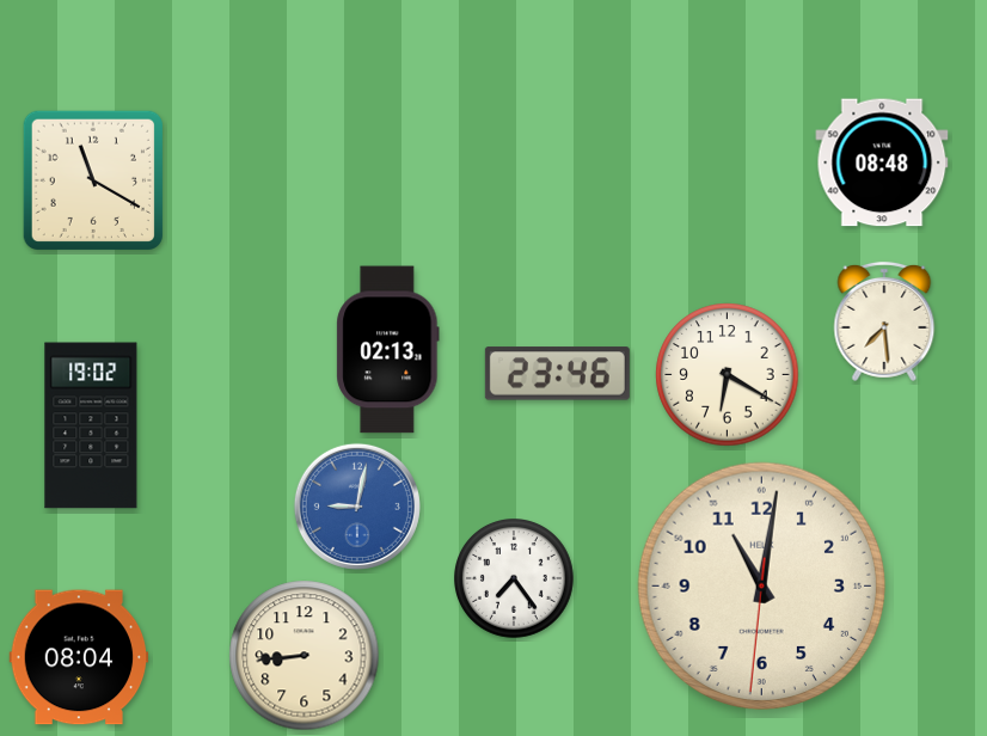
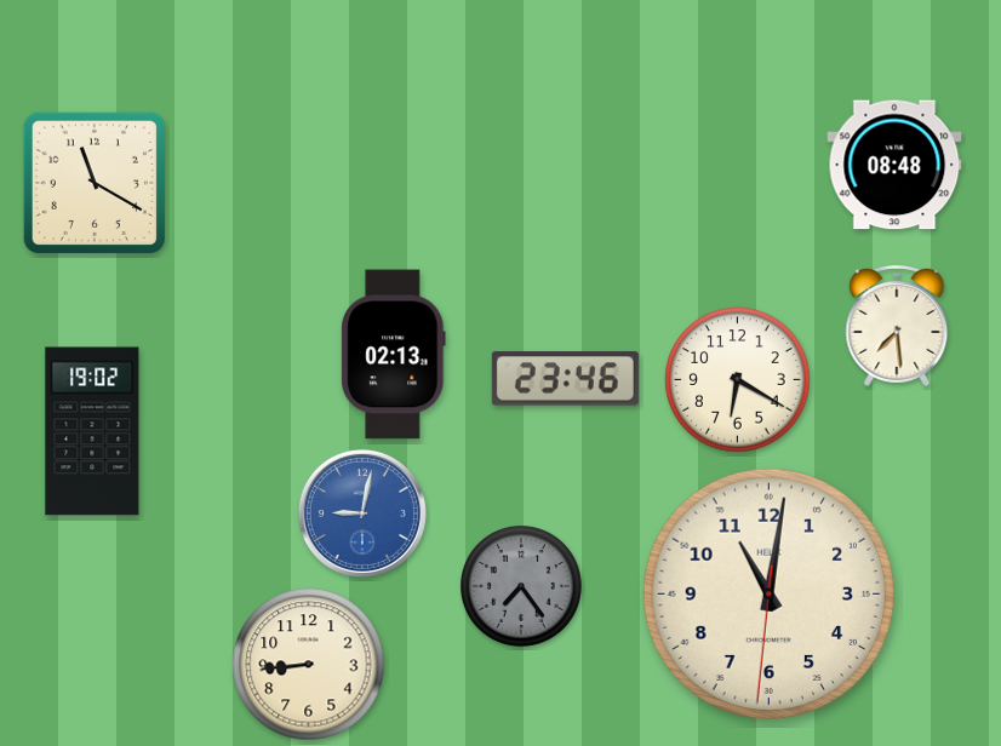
clock at (515, 579) dial: white -> grey
clock at (762, 587) position: (762, 587) -> (770, 595)
clock at (79, 657): 08:04 -> none
